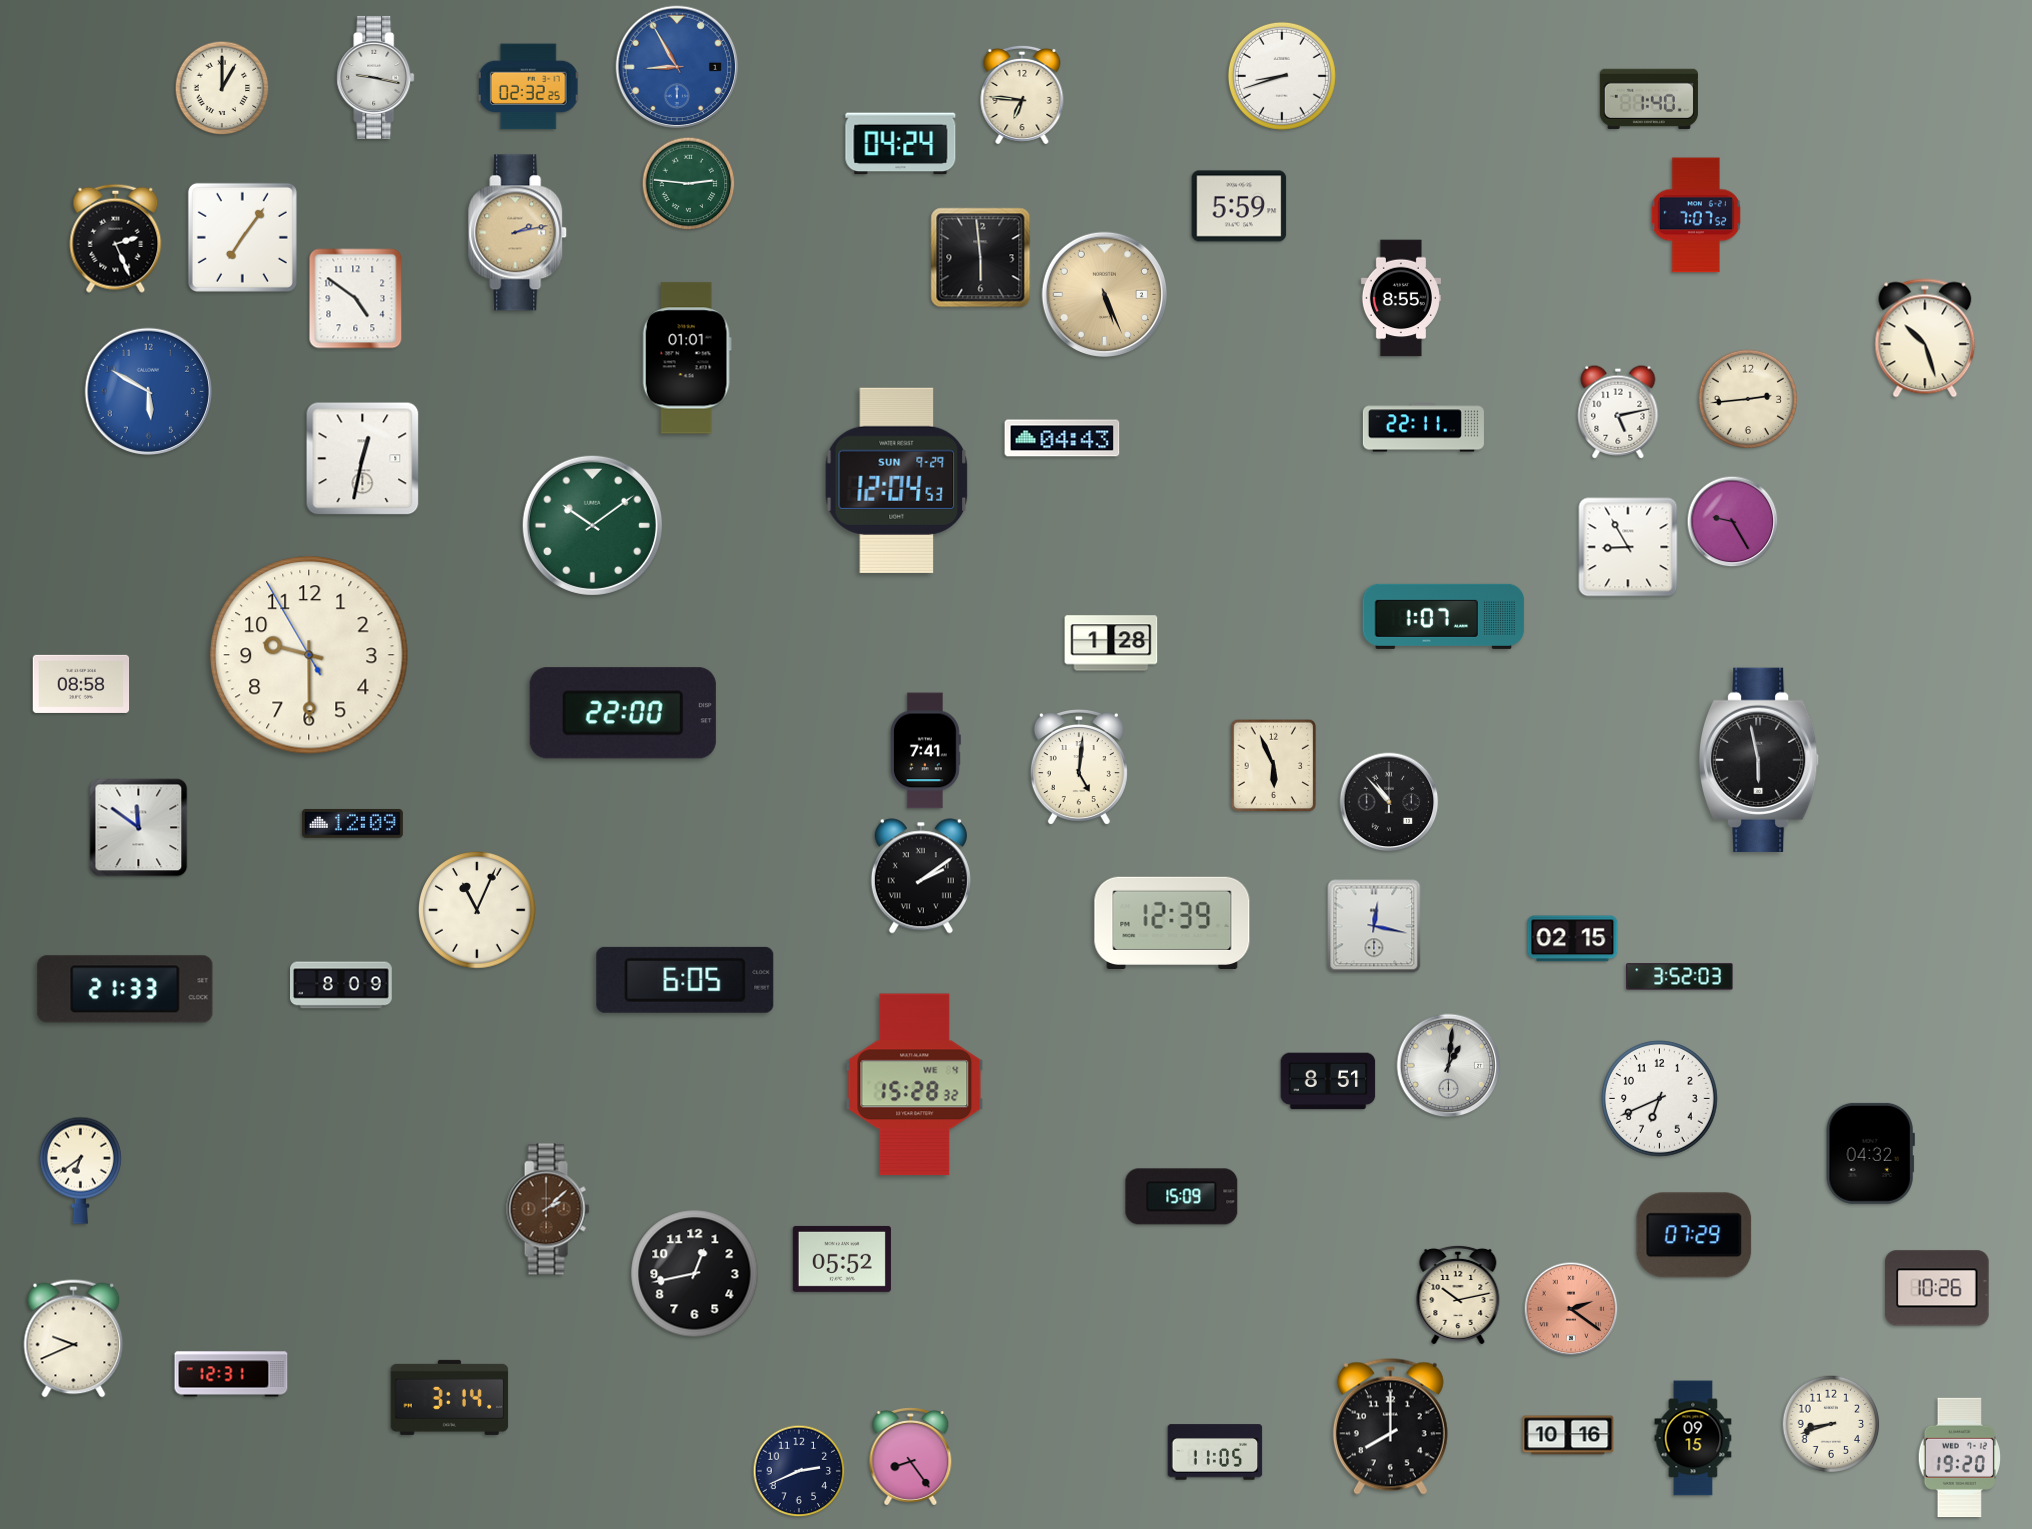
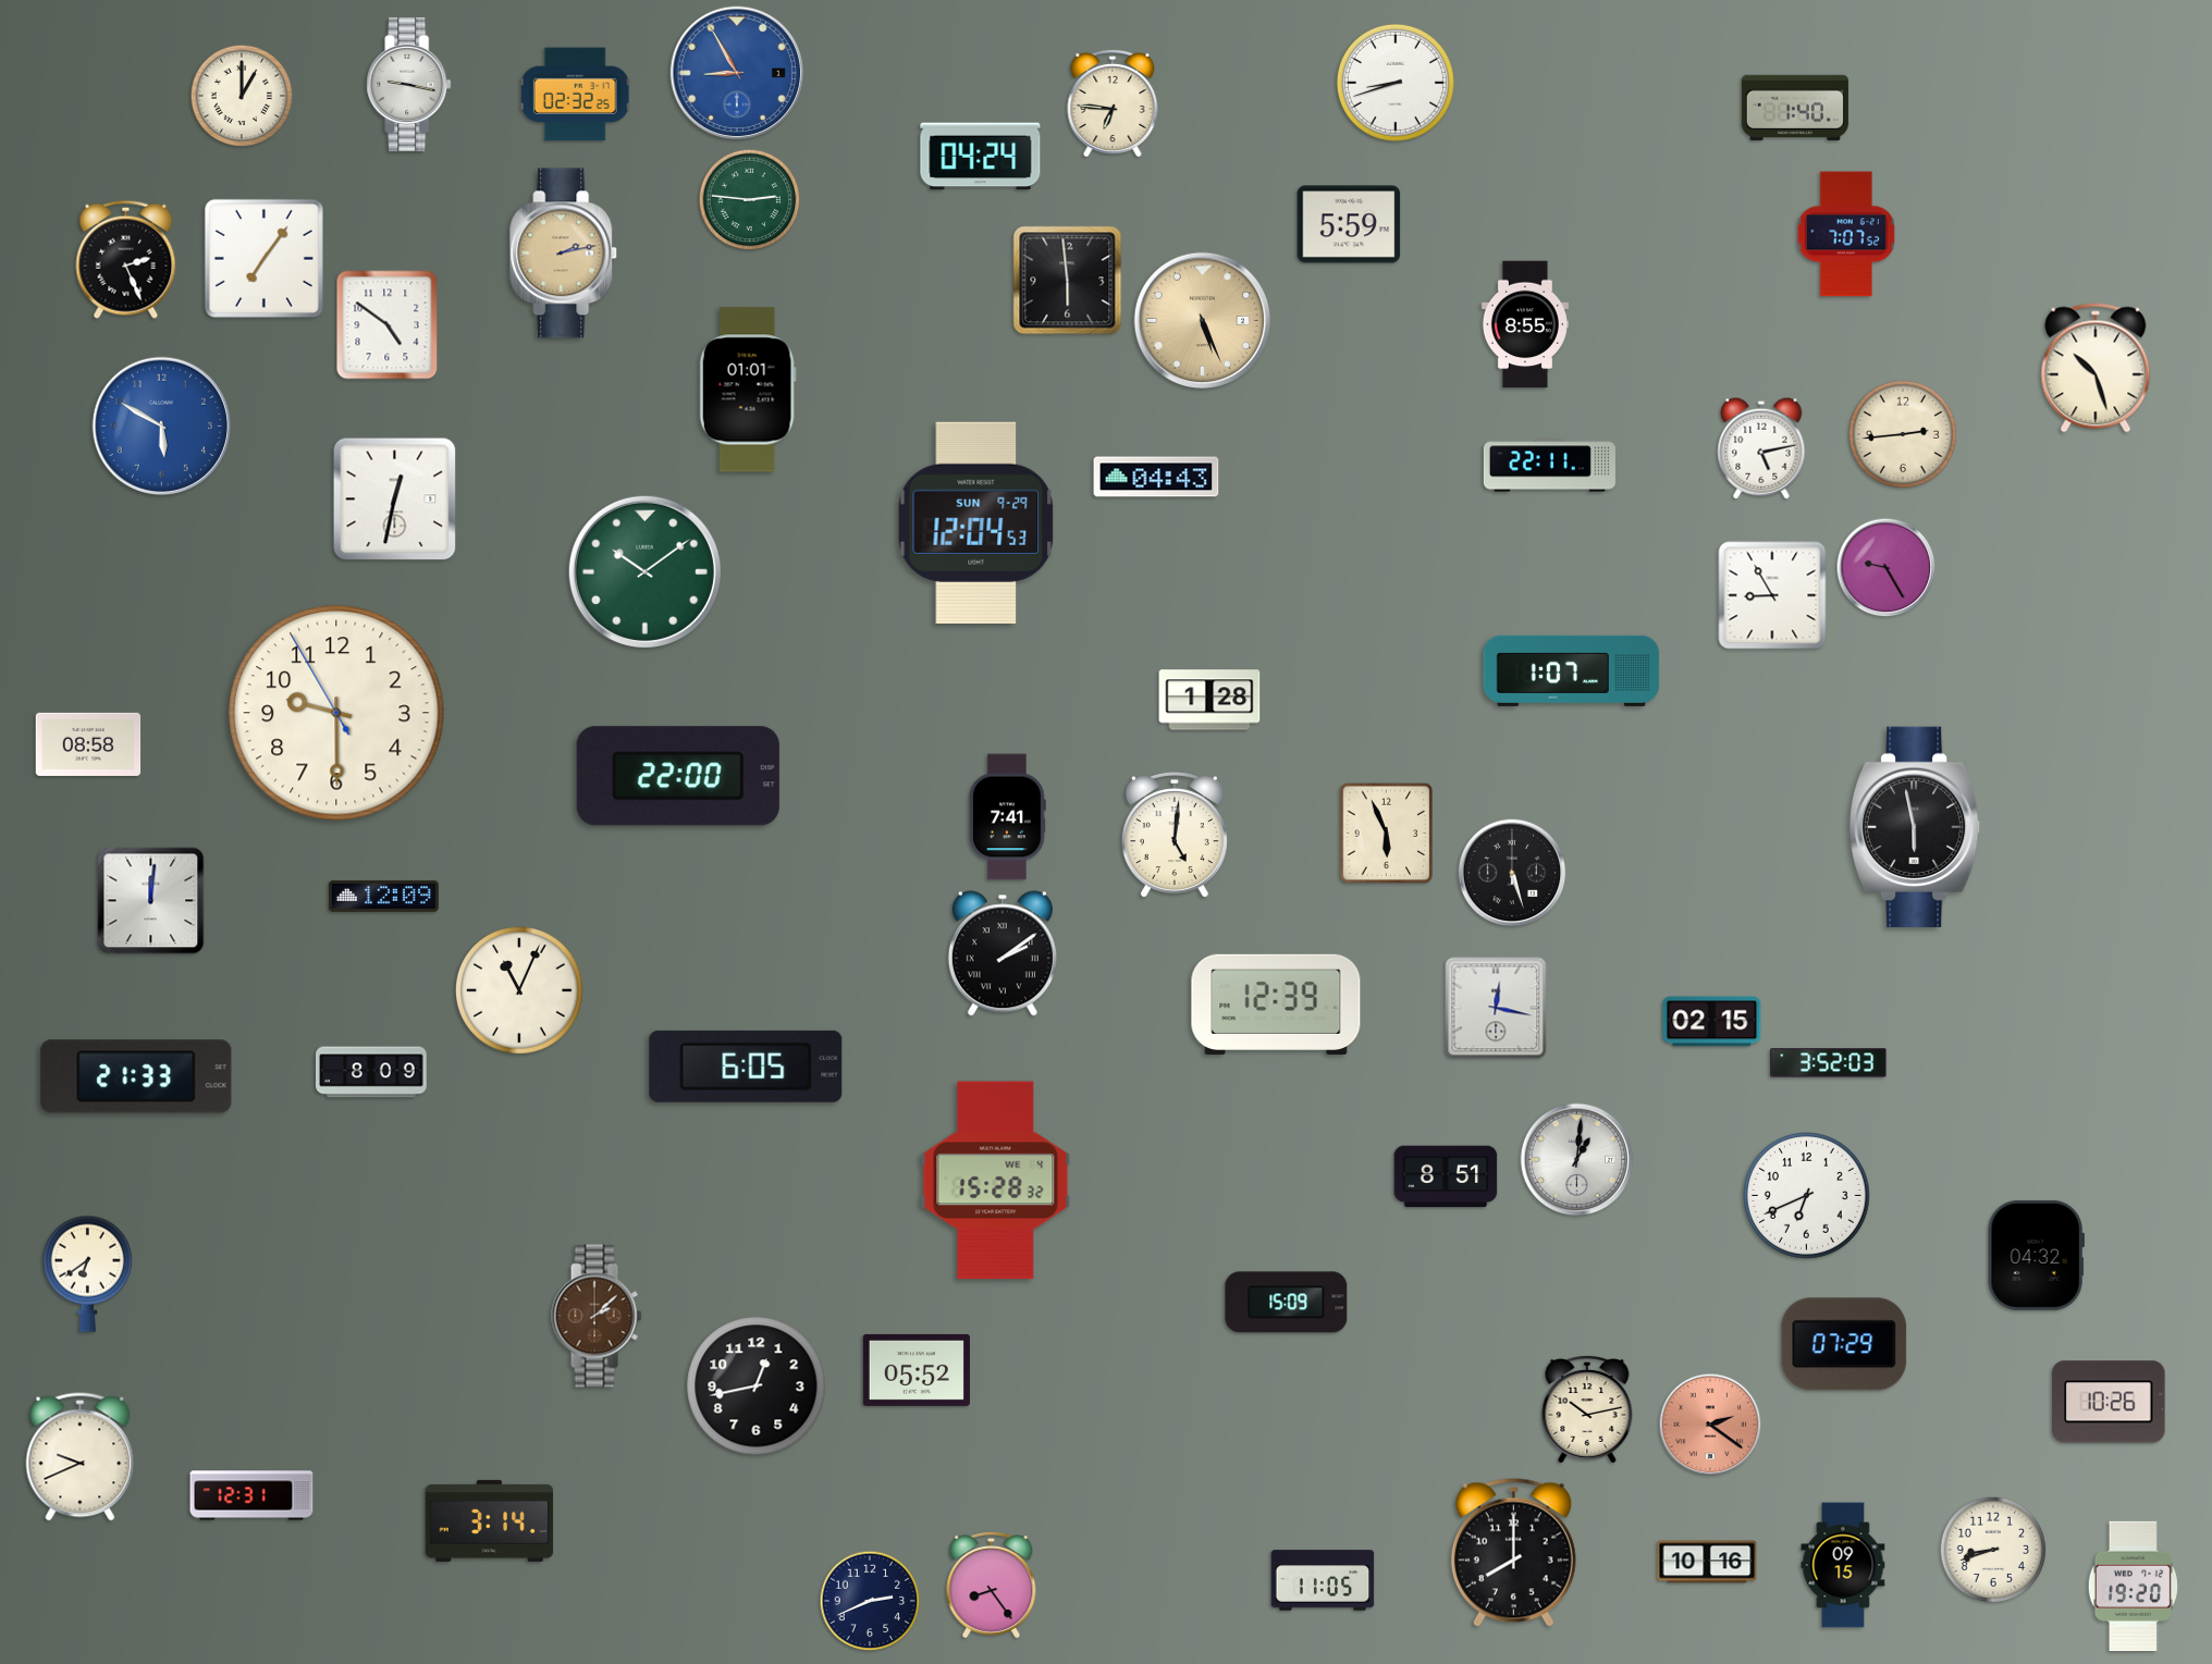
clock at (1389, 802): 10:53 -> 5:27
clock at (139, 828): 11:51 -> 12:01
